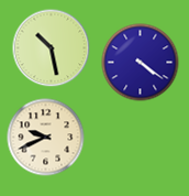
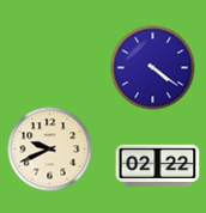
clock at (52, 48): 10:28 -> none
clock at (158, 166): none -> 02:22
